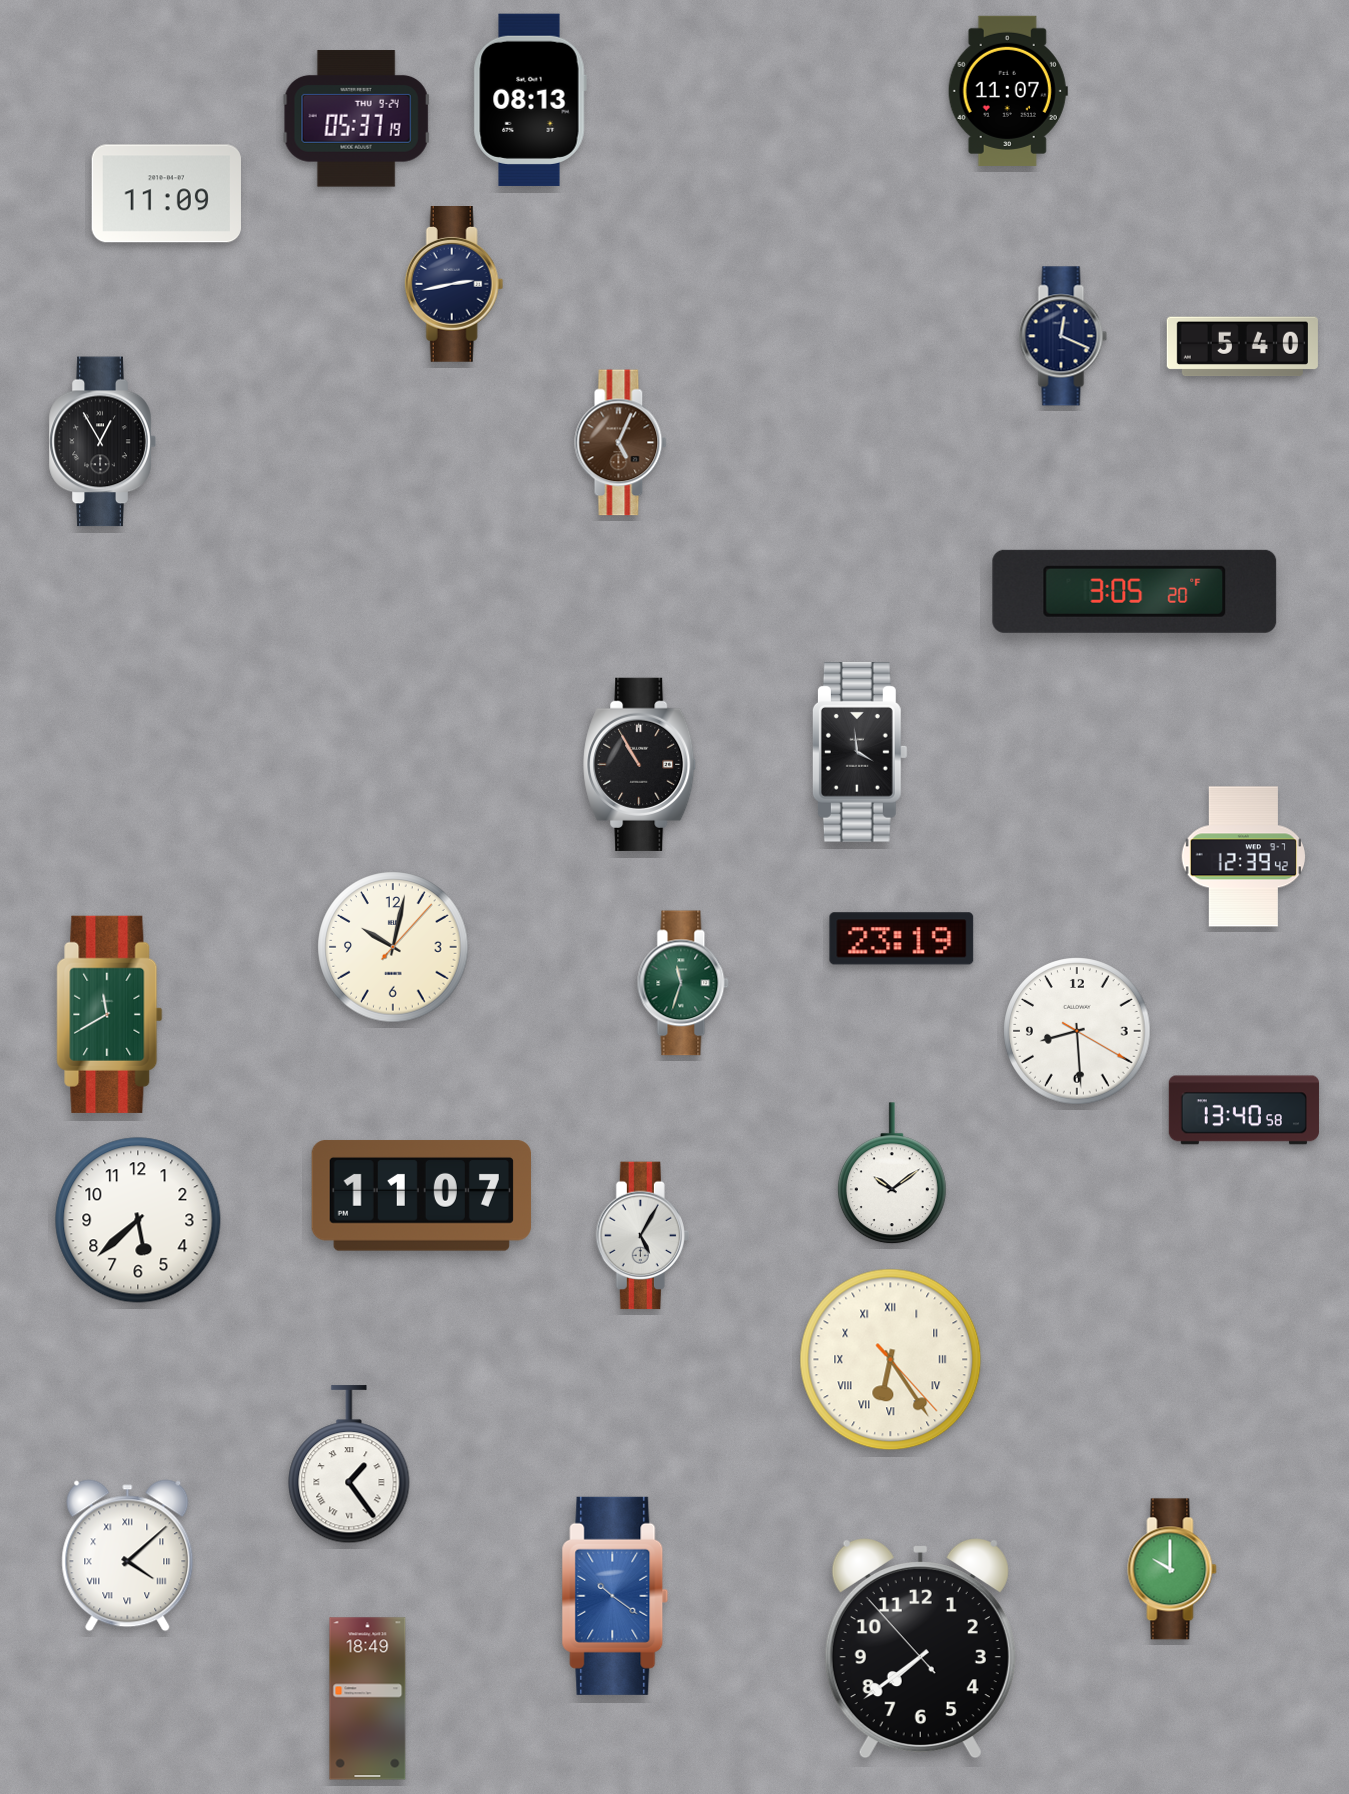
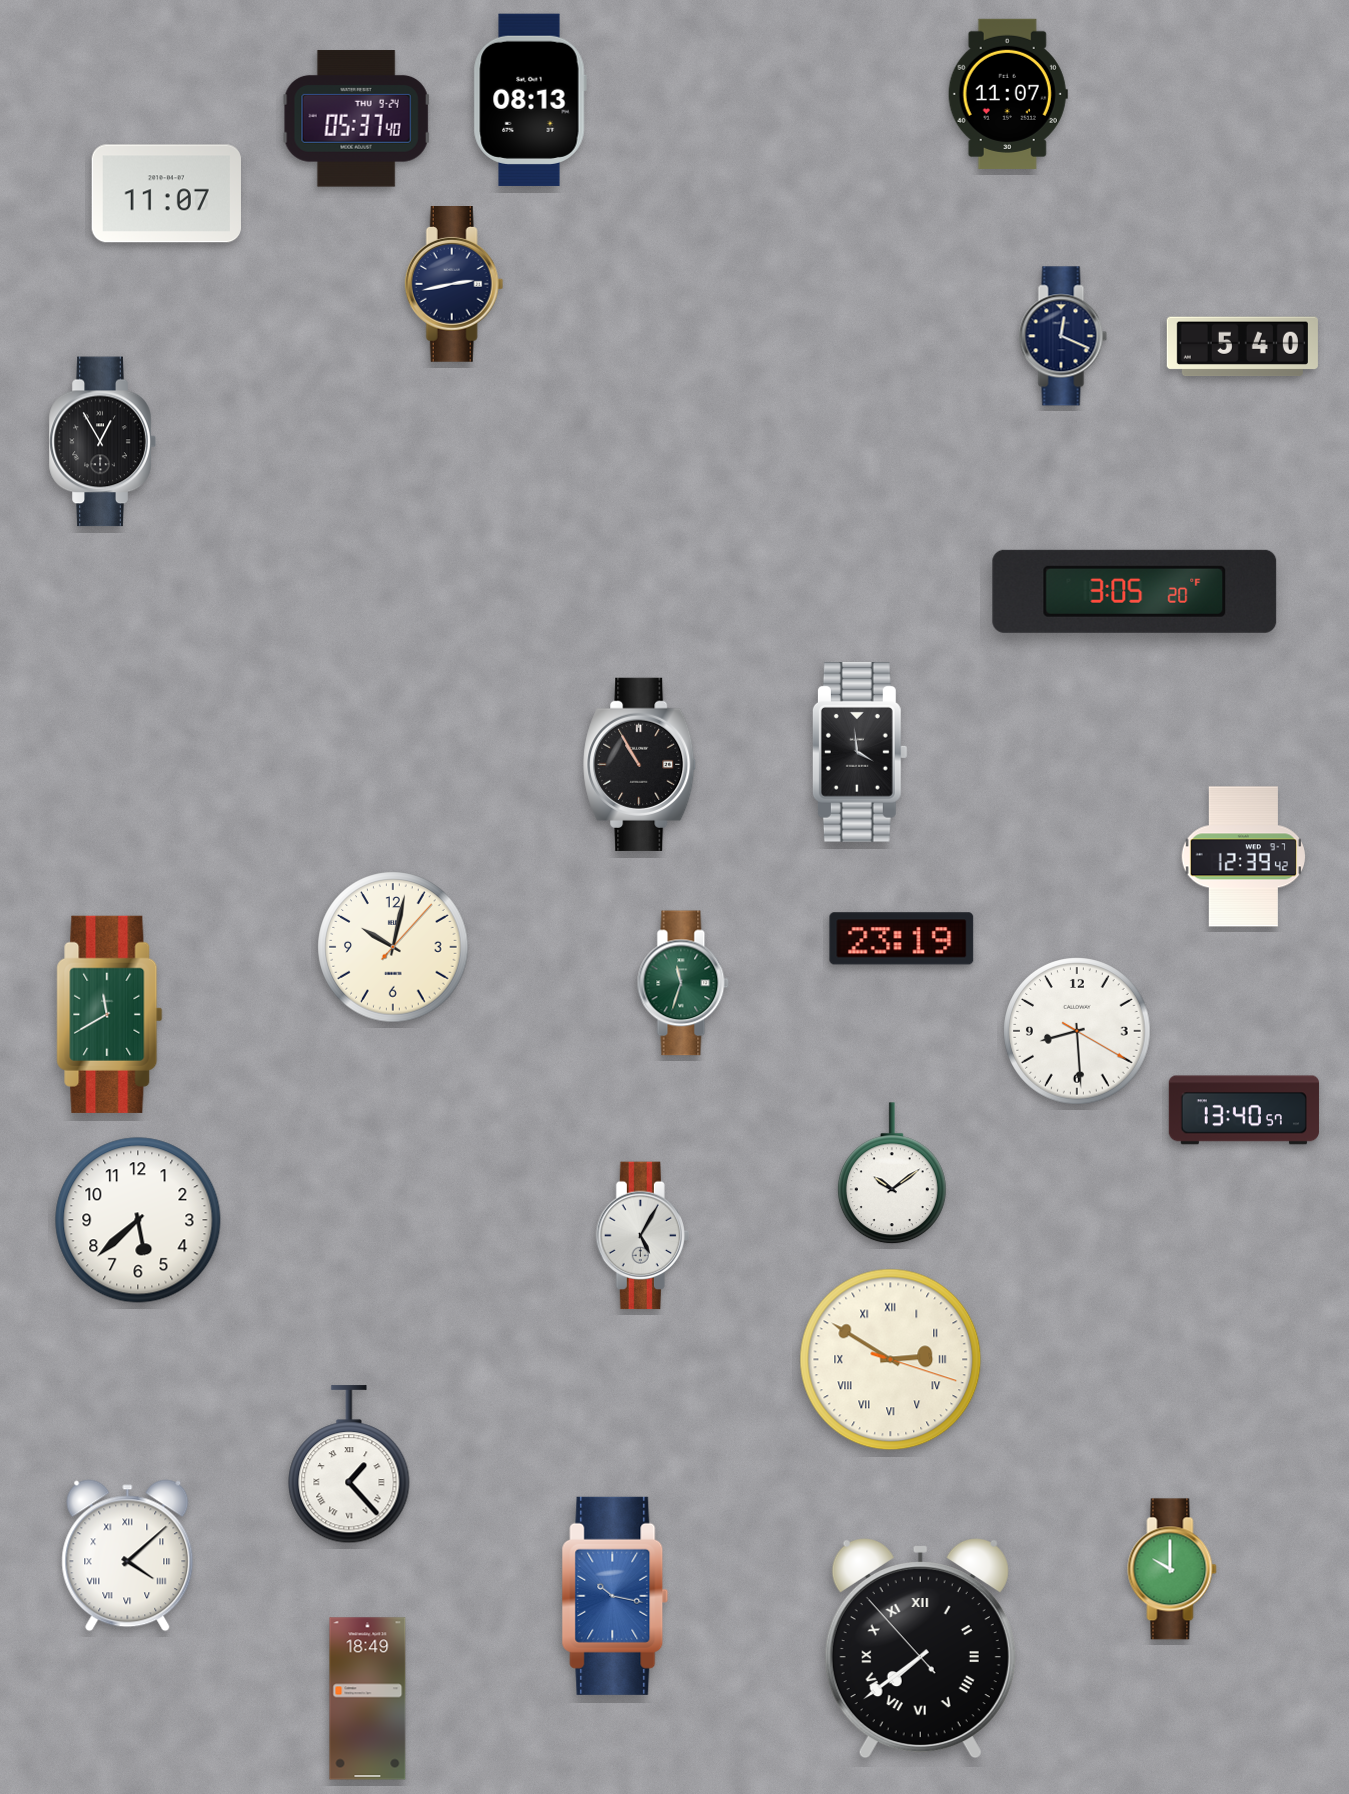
clock at (1008, 91) position: (1008, 91) -> (1008, 94)
clock at (357, 119): 05:37:19 -> 05:37:40
clock at (166, 194): 11:09 -> 11:07
clock at (621, 443): 5:04 -> none
clock at (1244, 1110): 13:40:58 -> 13:40:57
clock at (421, 1196): 11:07 -> none
clock at (891, 1360): 6:24 -> 2:50
clock at (349, 1465): 1:24 -> 1:23
clock at (615, 1596): 10:21 -> 10:17
clock at (920, 1648) numerals: Arabic -> Roman
